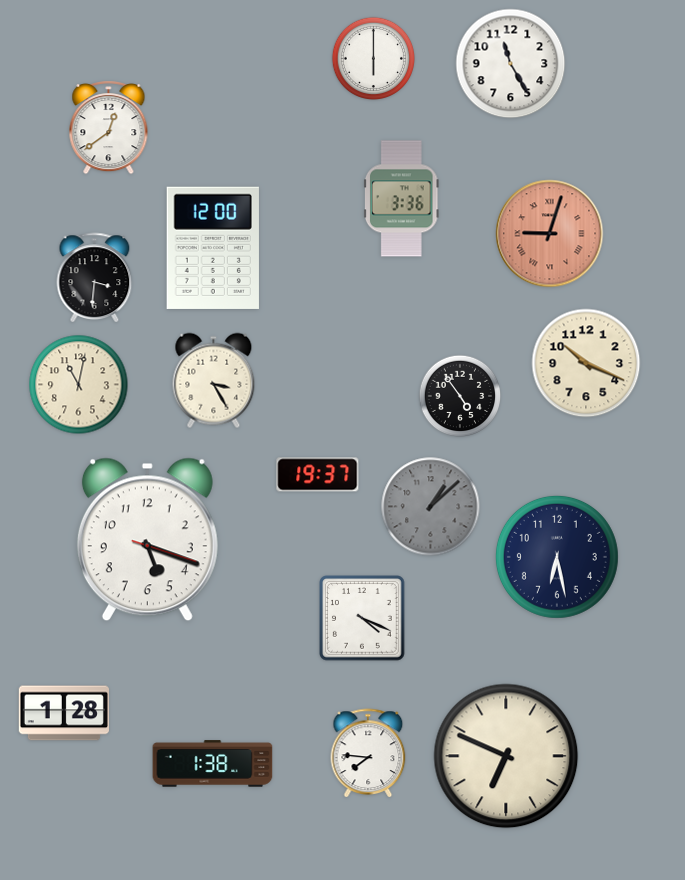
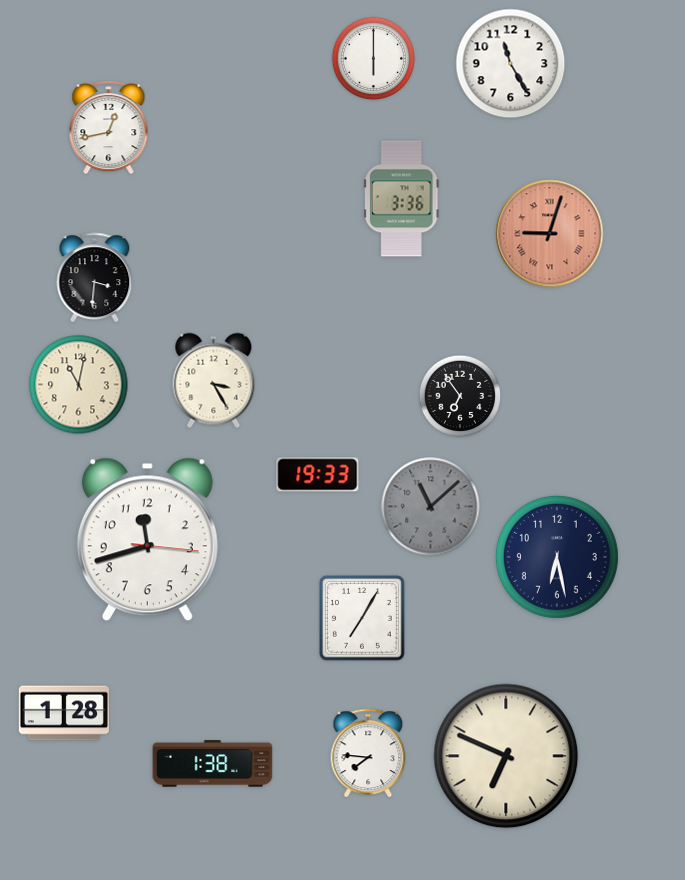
clock at (109, 128): 12:39 -> 12:43
clock at (213, 248): 12:00 -> none
clock at (586, 363): 10:19 -> none
clock at (460, 396): 4:54 -> 6:54
clock at (318, 475): 19:37 -> 19:33
clock at (431, 507): 1:08 -> 11:08
clock at (147, 540): 5:18 -> 11:42
clock at (362, 618): 4:19 -> 7:05
